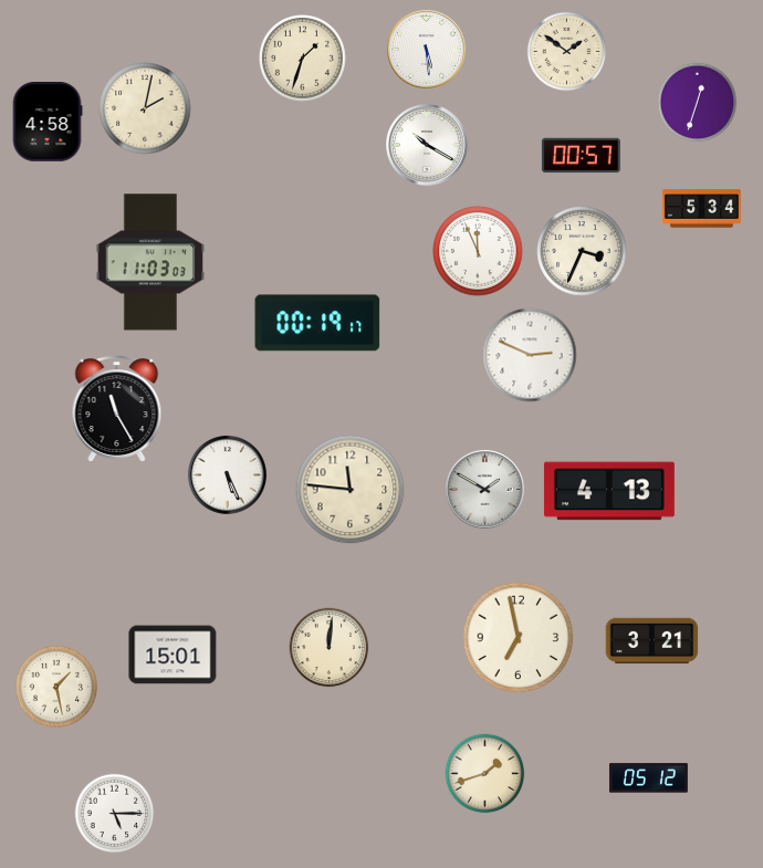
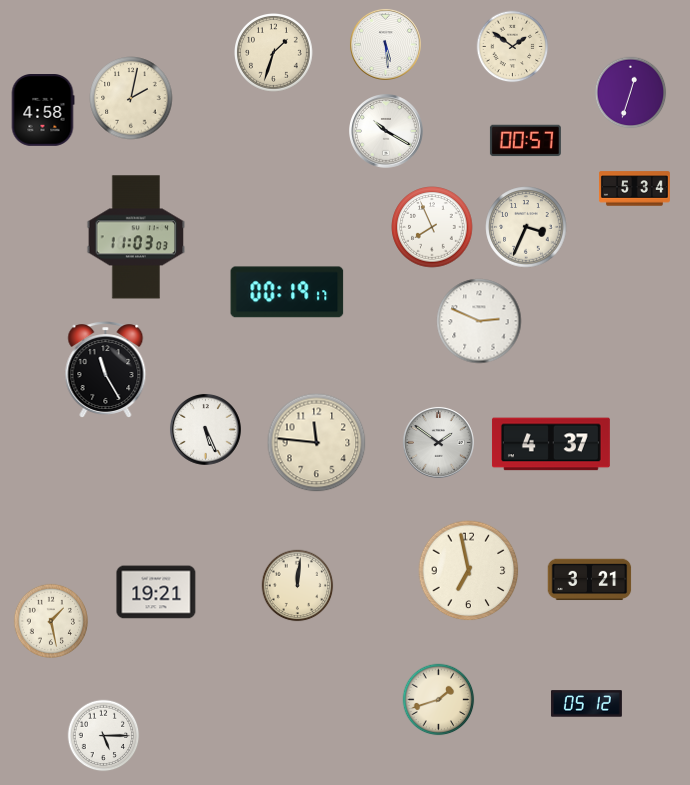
clock at (478, 251): 11:56 -> 7:56
clock at (484, 489): 1:50 -> 1:51
clock at (609, 491): 4:13 -> 4:37
clock at (519, 638) position: (519, 638) -> (469, 571)
clock at (173, 655): 15:01 -> 19:21
